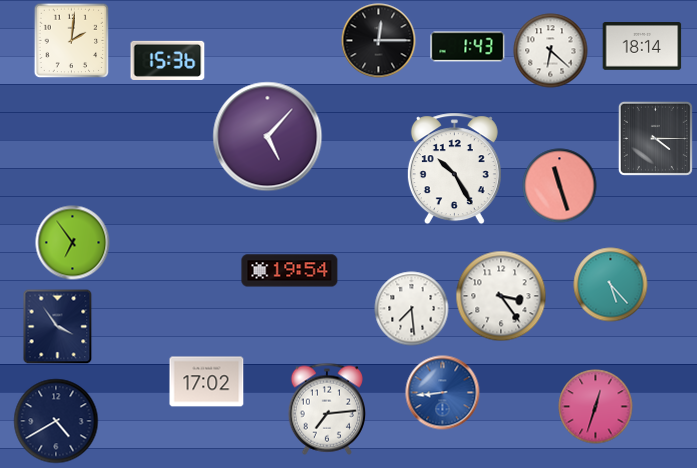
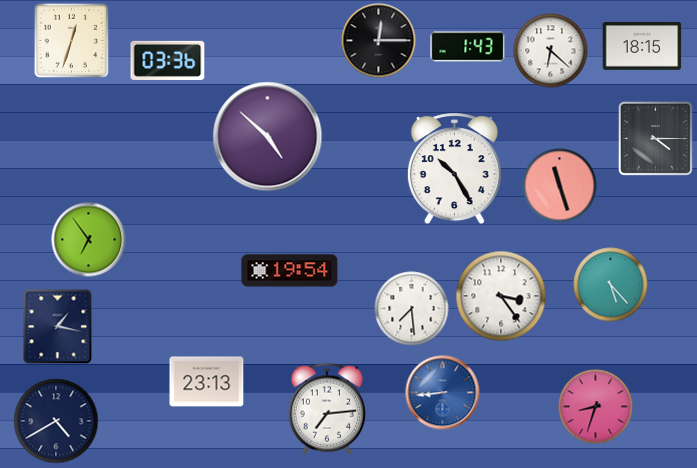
clock at (72, 41): 2:01 -> 12:33
clock at (642, 47): 18:14 -> 18:15
clock at (168, 60): 15:36 -> 03:36
clock at (268, 137): 5:07 -> 4:52
clock at (73, 243) position: (73, 243) -> (89, 240)
clock at (58, 327): 3:54 -> 1:17
clock at (207, 382): 17:02 -> 23:13
clock at (596, 407): 12:33 -> 8:33
